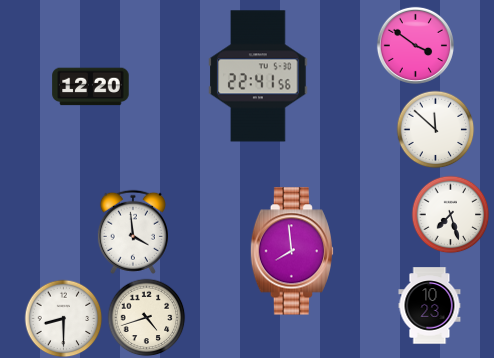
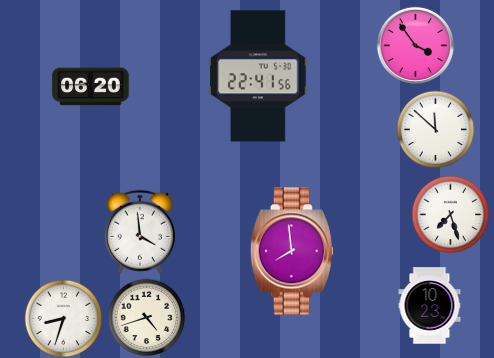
clock at (415, 45): 3:51 -> 3:54
clock at (91, 87): 12:20 -> 06:20
clock at (133, 232) position: (133, 232) -> (140, 232)
clock at (63, 318): 8:30 -> 8:33
